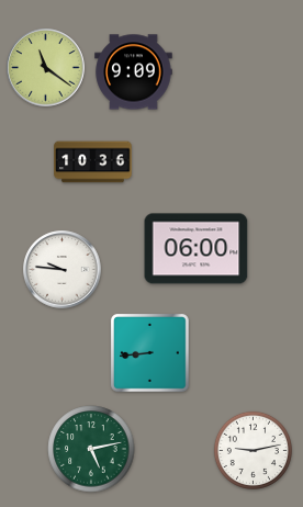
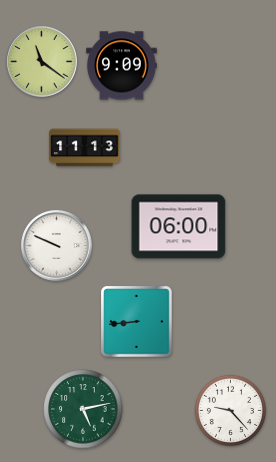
clock at (93, 162): 10:36 -> 11:13
clock at (63, 270): 9:46 -> 9:49
clock at (252, 450): 9:13 -> 9:23
